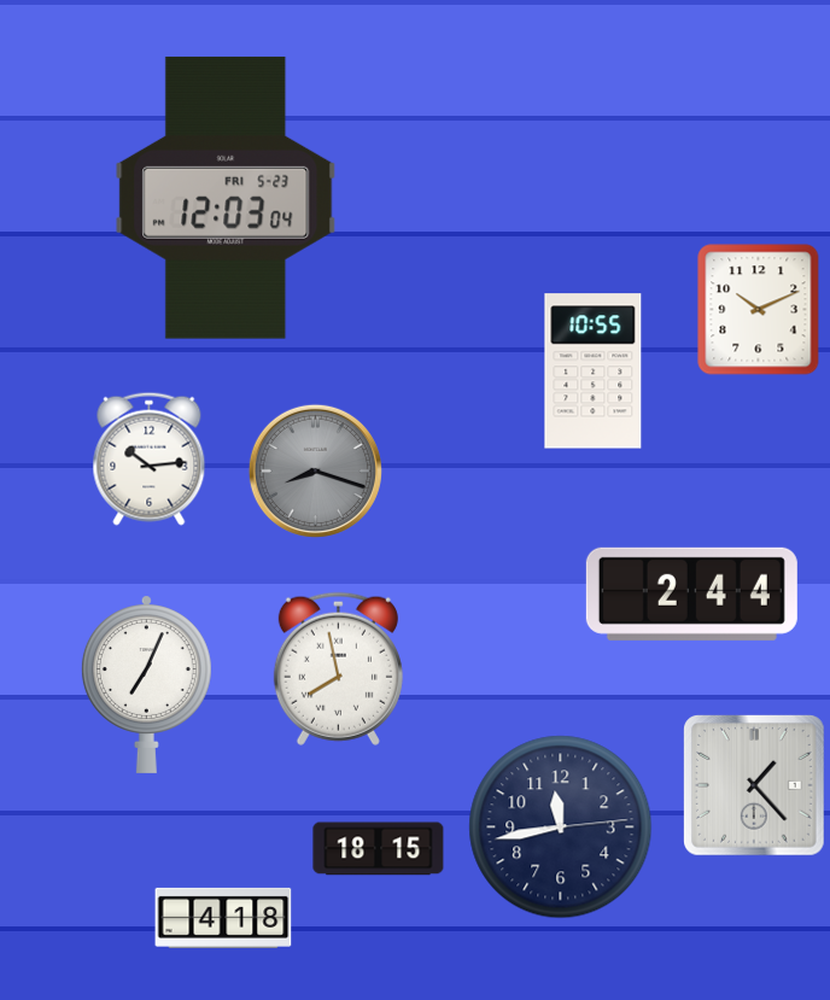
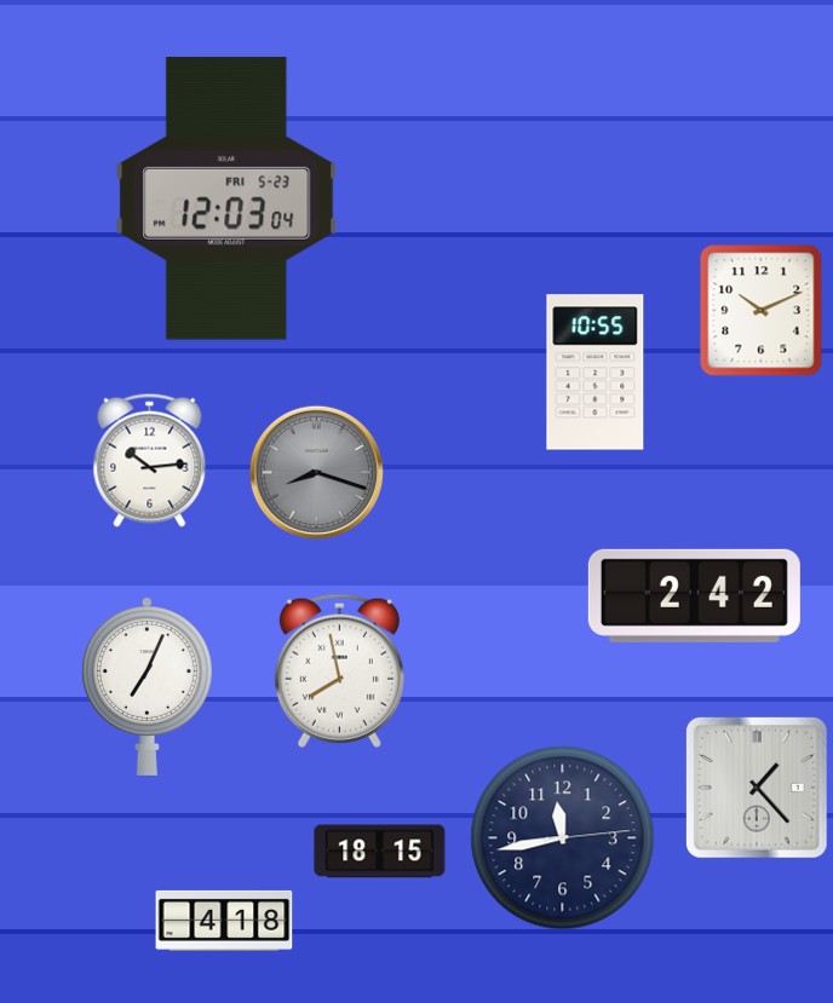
clock at (691, 593): 2:44 -> 2:42
clock at (561, 828) position: (561, 828) -> (563, 838)
